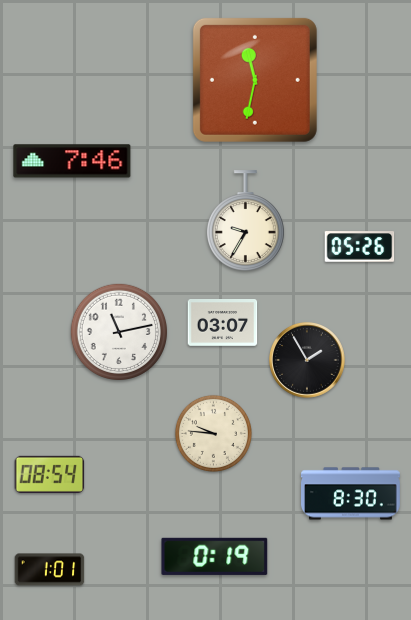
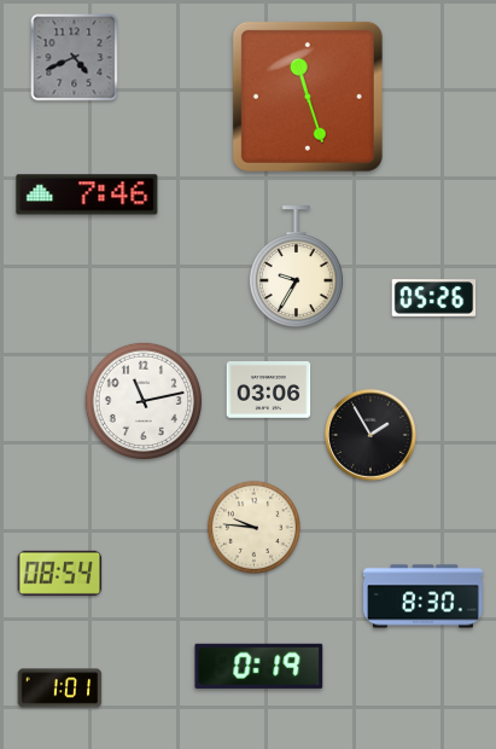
clock at (75, 58): none -> 4:41
clock at (255, 80): 11:32 -> 11:27
clock at (223, 323): 03:07 -> 03:06
clock at (213, 433) position: (213, 433) -> (253, 527)
clock at (215, 556) position: (215, 556) -> (259, 666)
